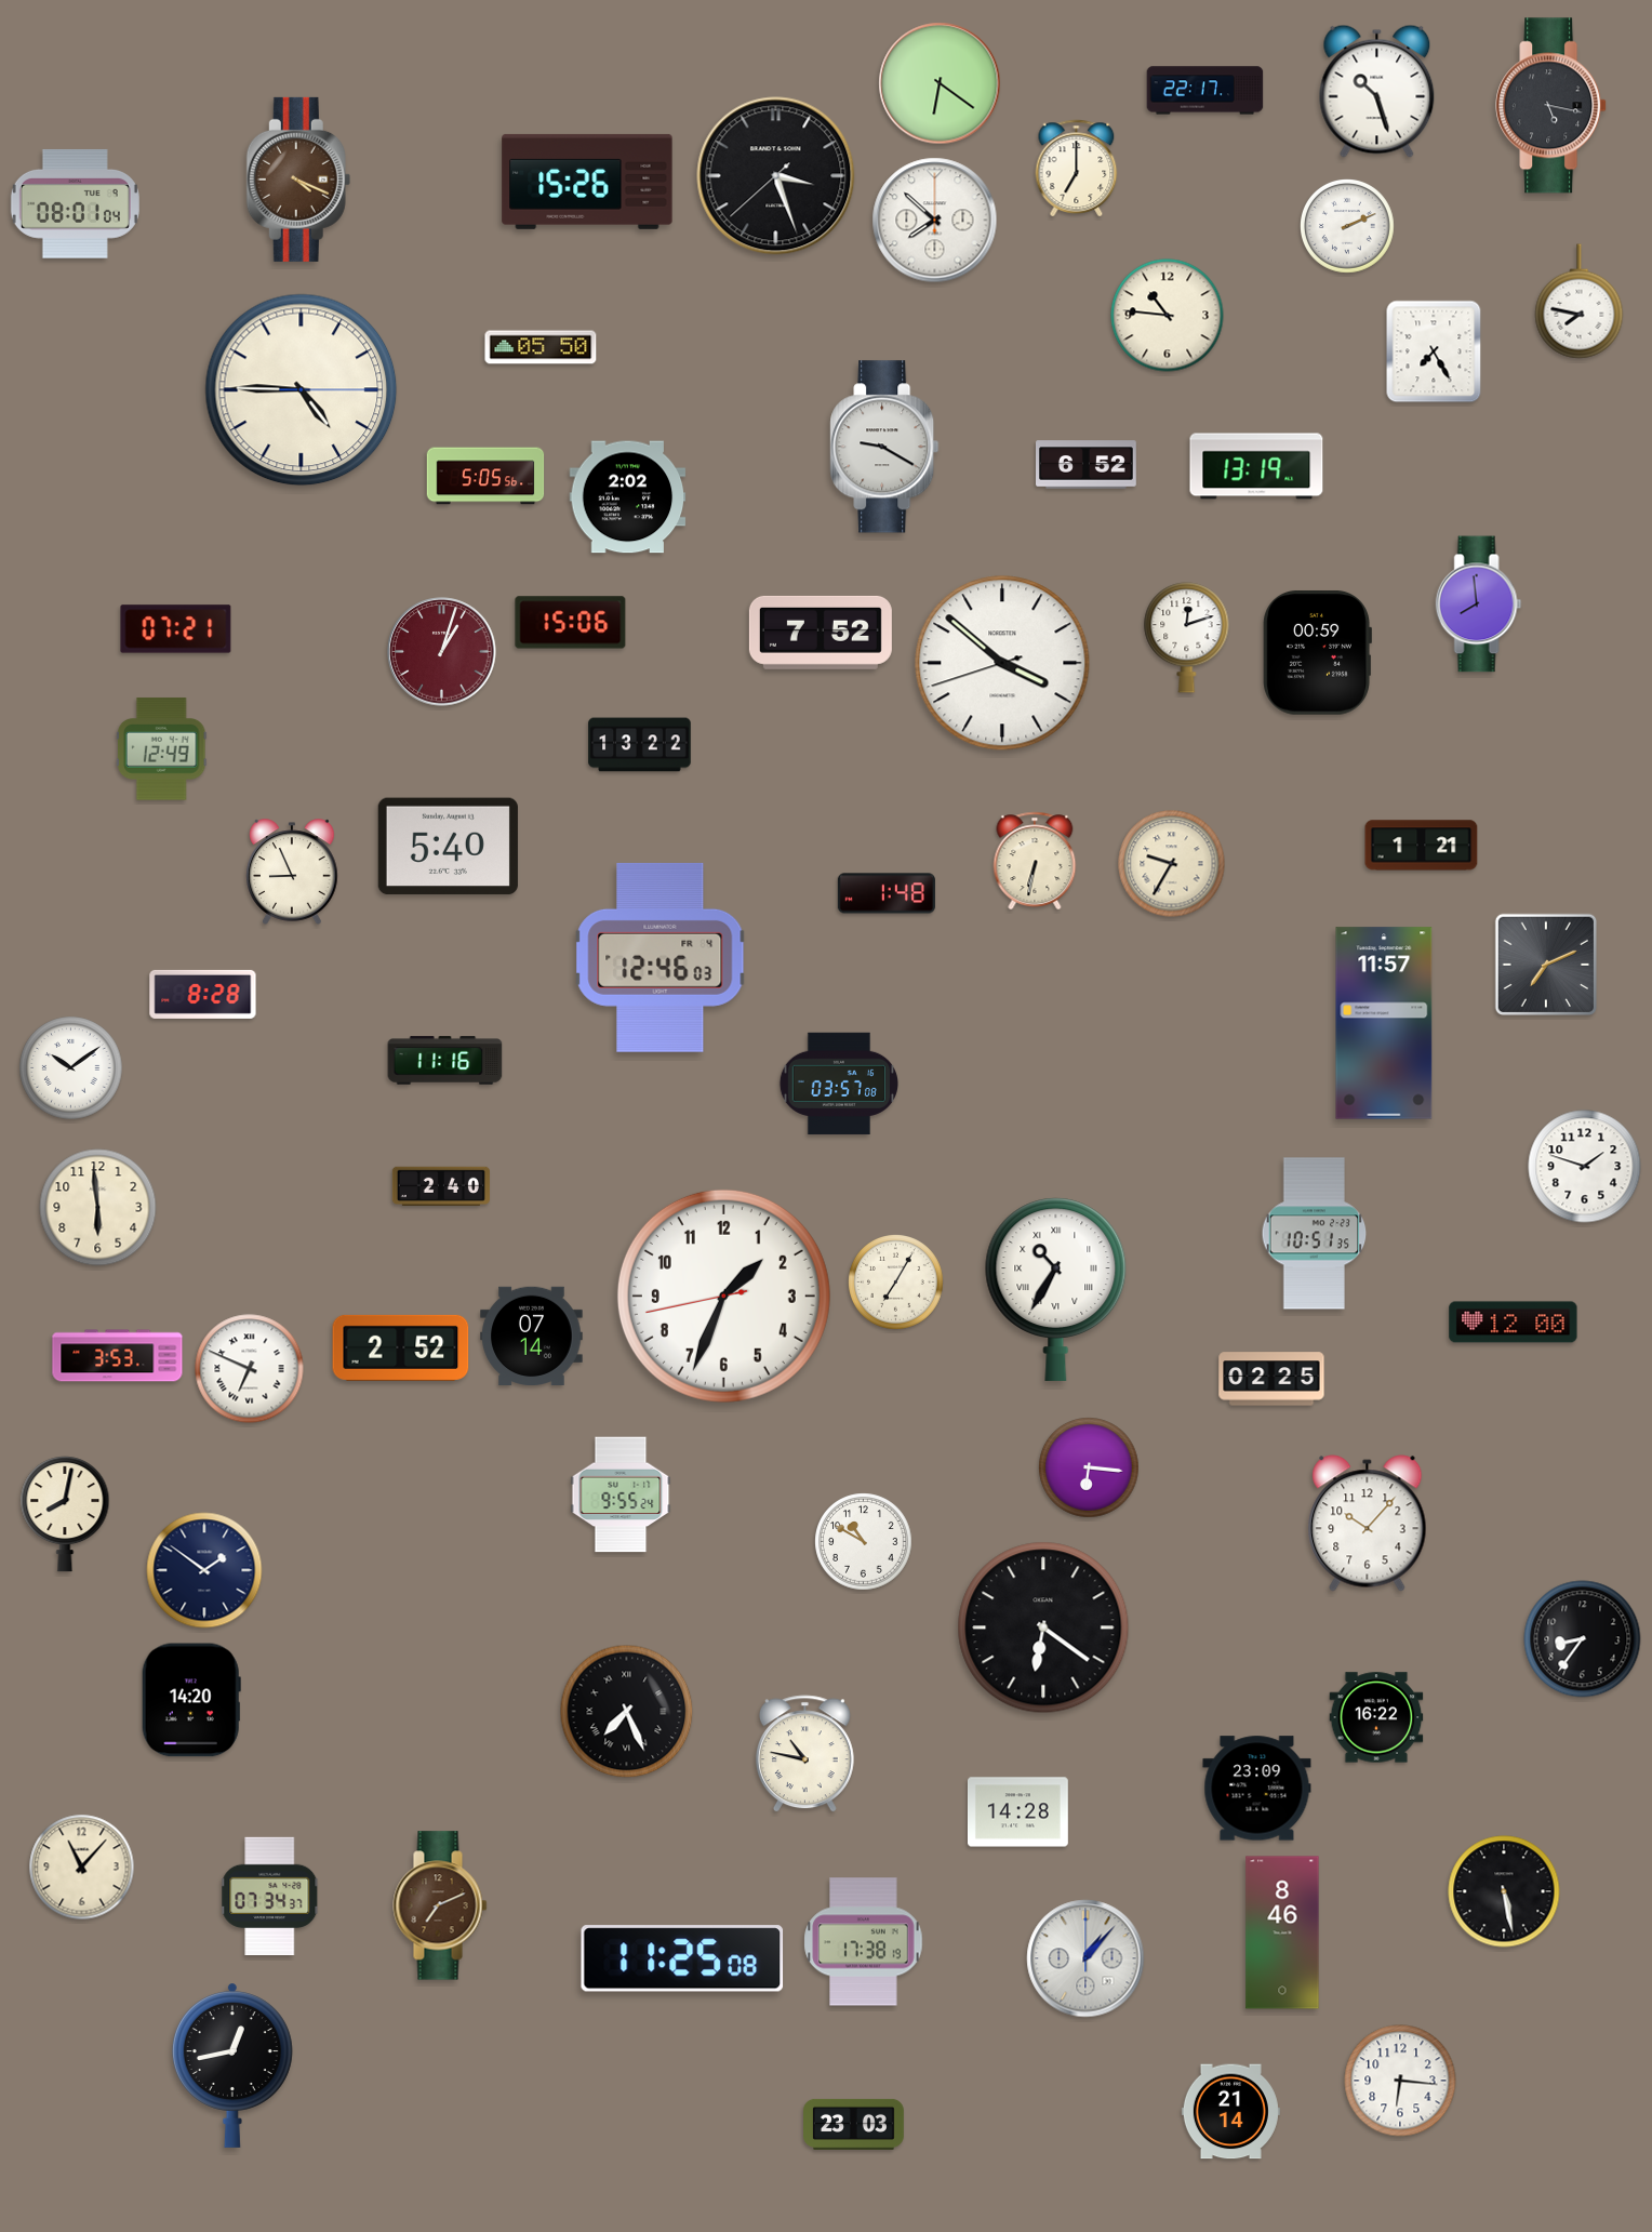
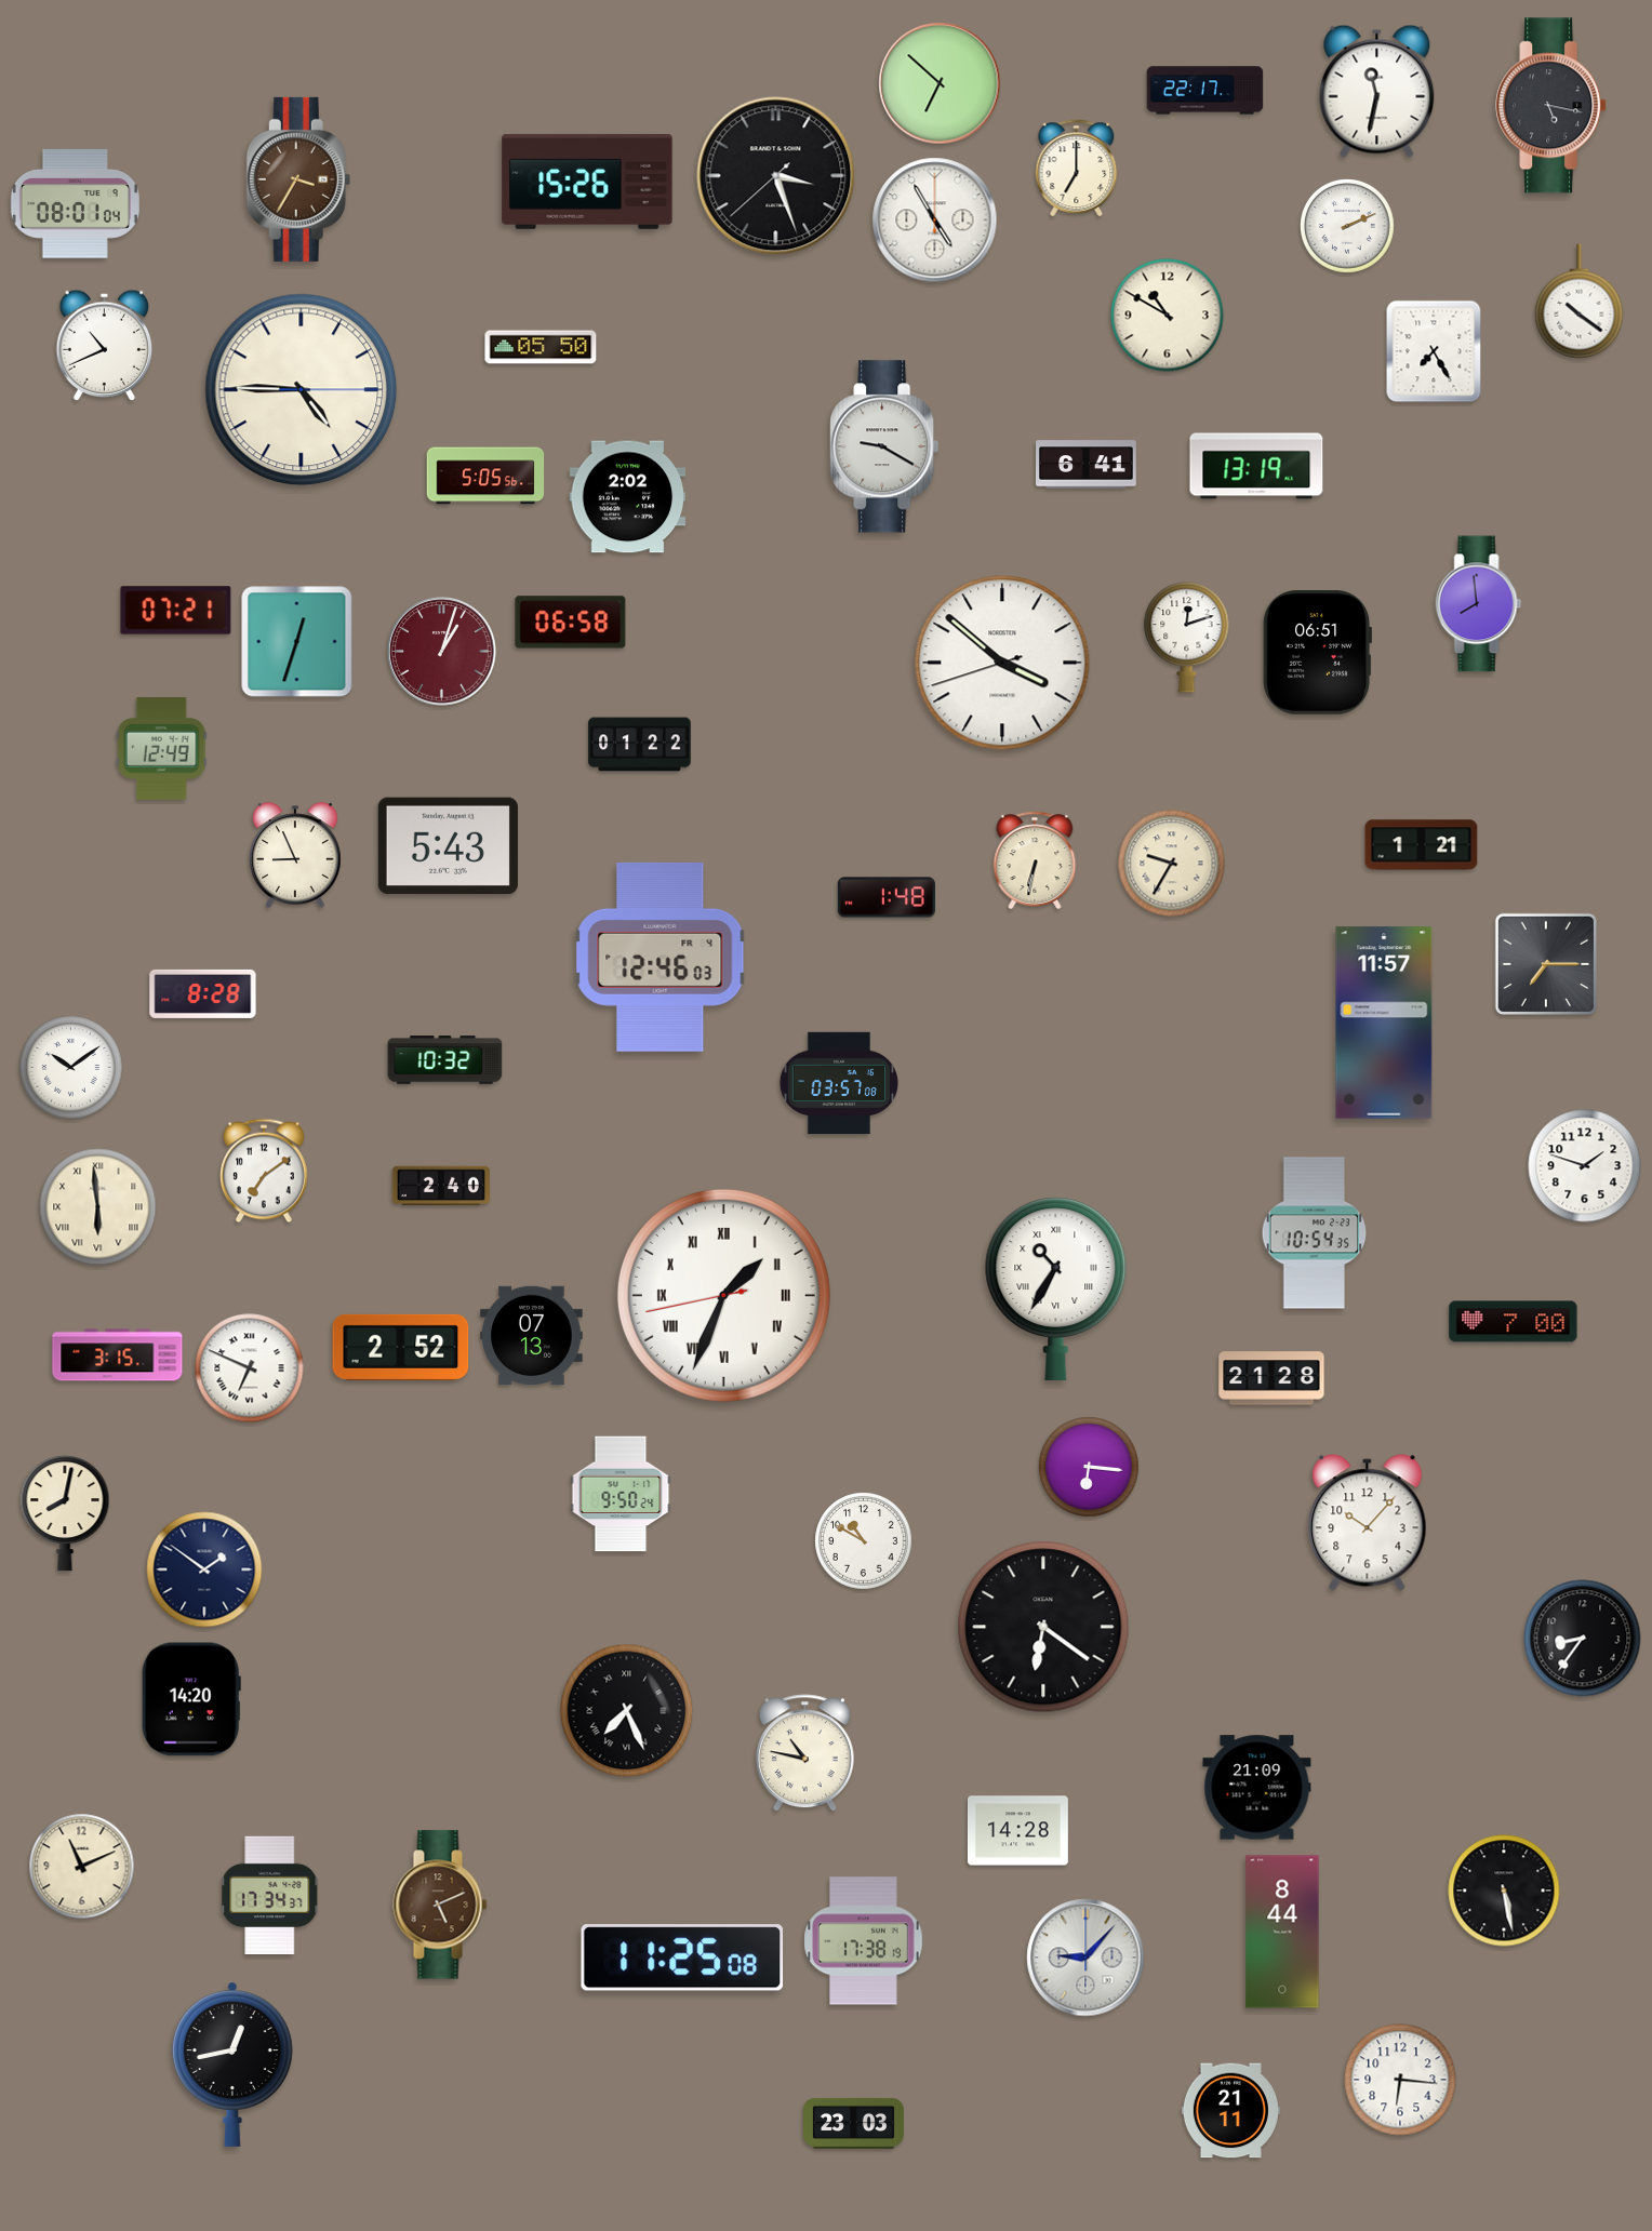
clock at (940, 83): 6:21 -> 6:52
clock at (1377, 91): 10:27 -> 11:32
clock at (298, 180): 4:19 -> 3:35
clock at (935, 221): 7:52 -> 4:55
clock at (1580, 302): 7:47 -> 10:21
clock at (1168, 316): 10:46 -> 10:50
clock at (105, 346): none -> 10:41
clock at (1087, 465): 6:52 -> 6:41
clock at (571, 623): 15:06 -> 06:58
clock at (176, 629) position: (176, 629) -> (176, 611)
clock at (821, 633): 7:52 -> none
clock at (297, 642): none -> 12:33
clock at (1317, 653): 00:59 -> 06:51
clock at (640, 745): 13:22 -> 01:22
clock at (448, 847): 5:40 -> 5:43
clock at (292, 872) position: (292, 872) -> (295, 855)
clock at (887, 893) position: (887, 893) -> (887, 897)
clock at (1545, 964): 7:11 -> 7:15
clock at (445, 1061): 11:16 -> 10:32
clock at (264, 1171): none -> 7:09
clock at (98, 1208) numerals: Arabic -> Roman
clock at (1315, 1234): 10:51 -> 10:54
clock at (896, 1283): 7:05 -> none
clock at (723, 1296) numerals: Arabic -> Roman
clock at (1514, 1323): 12:00 -> 7:00
clock at (532, 1336): 07:14 -> 07:13
clock at (118, 1356): 3:53 -> 3:15
clock at (1271, 1379): 02:25 -> 21:28
clock at (621, 1494): 9:55 -> 9:50
clock at (1376, 1717): 16:22 -> none
clock at (1257, 1789): 23:09 -> 21:09
clock at (1018, 1812) position: (1018, 1812) -> (1018, 1831)
clock at (82, 1868): 11:07 -> 11:11
clock at (270, 1896): 07:34 -> 17:34
clock at (440, 1905): 7:11 -> 5:11
clock at (1282, 1932): 8:46 -> 8:44
clock at (1085, 1958): 1:07 -> 9:07
clock at (1230, 2112): 21:14 -> 21:11
